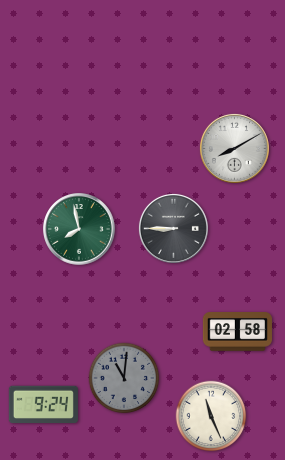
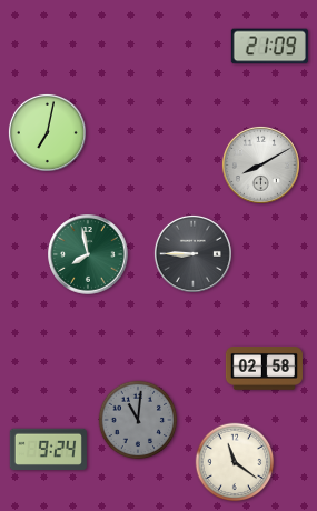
clock at (269, 47): none -> 21:09
clock at (47, 132): none -> 7:02
clock at (211, 416): 11:26 -> 11:21
